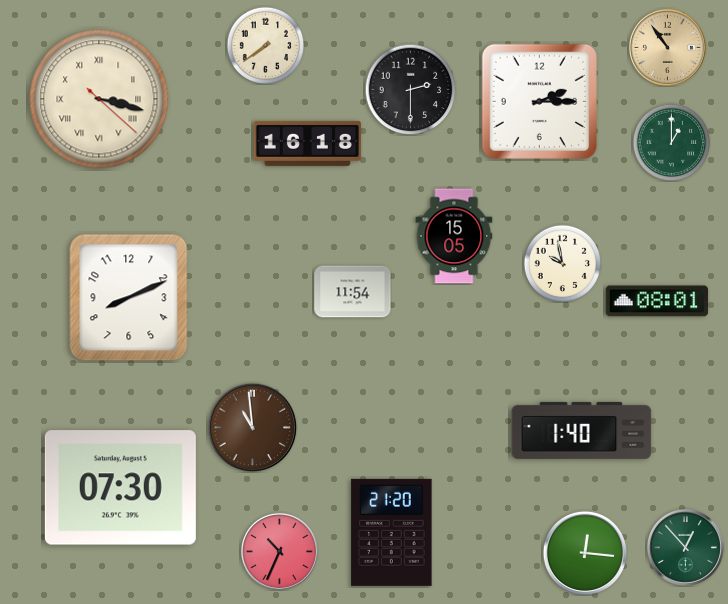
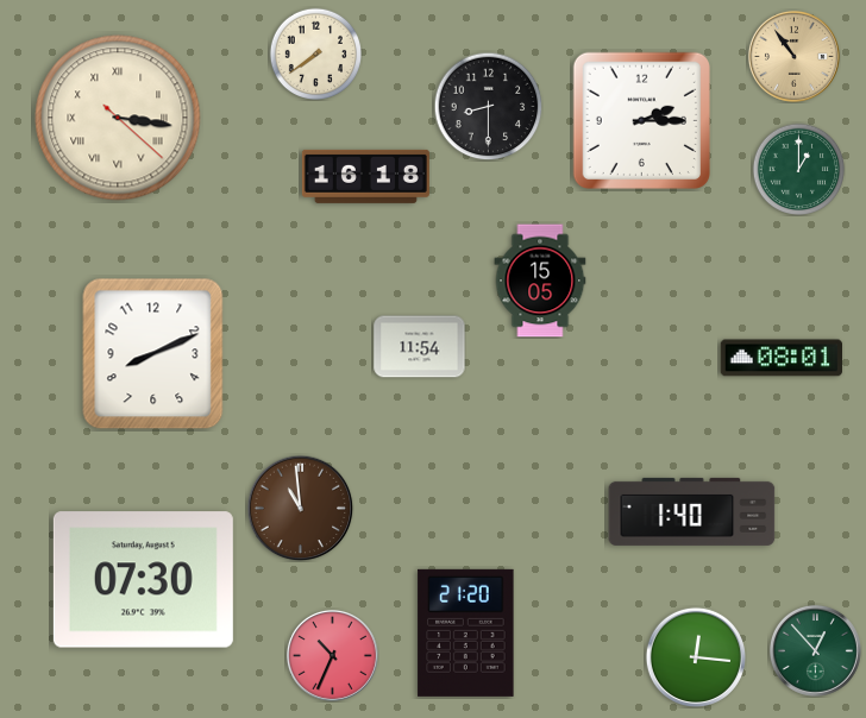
clock at (410, 89): 2:30 -> 8:30
clock at (99, 99): 3:17 -> 3:16
clock at (307, 143) position: (307, 143) -> (365, 176)
clock at (562, 263): 9:58 -> none
